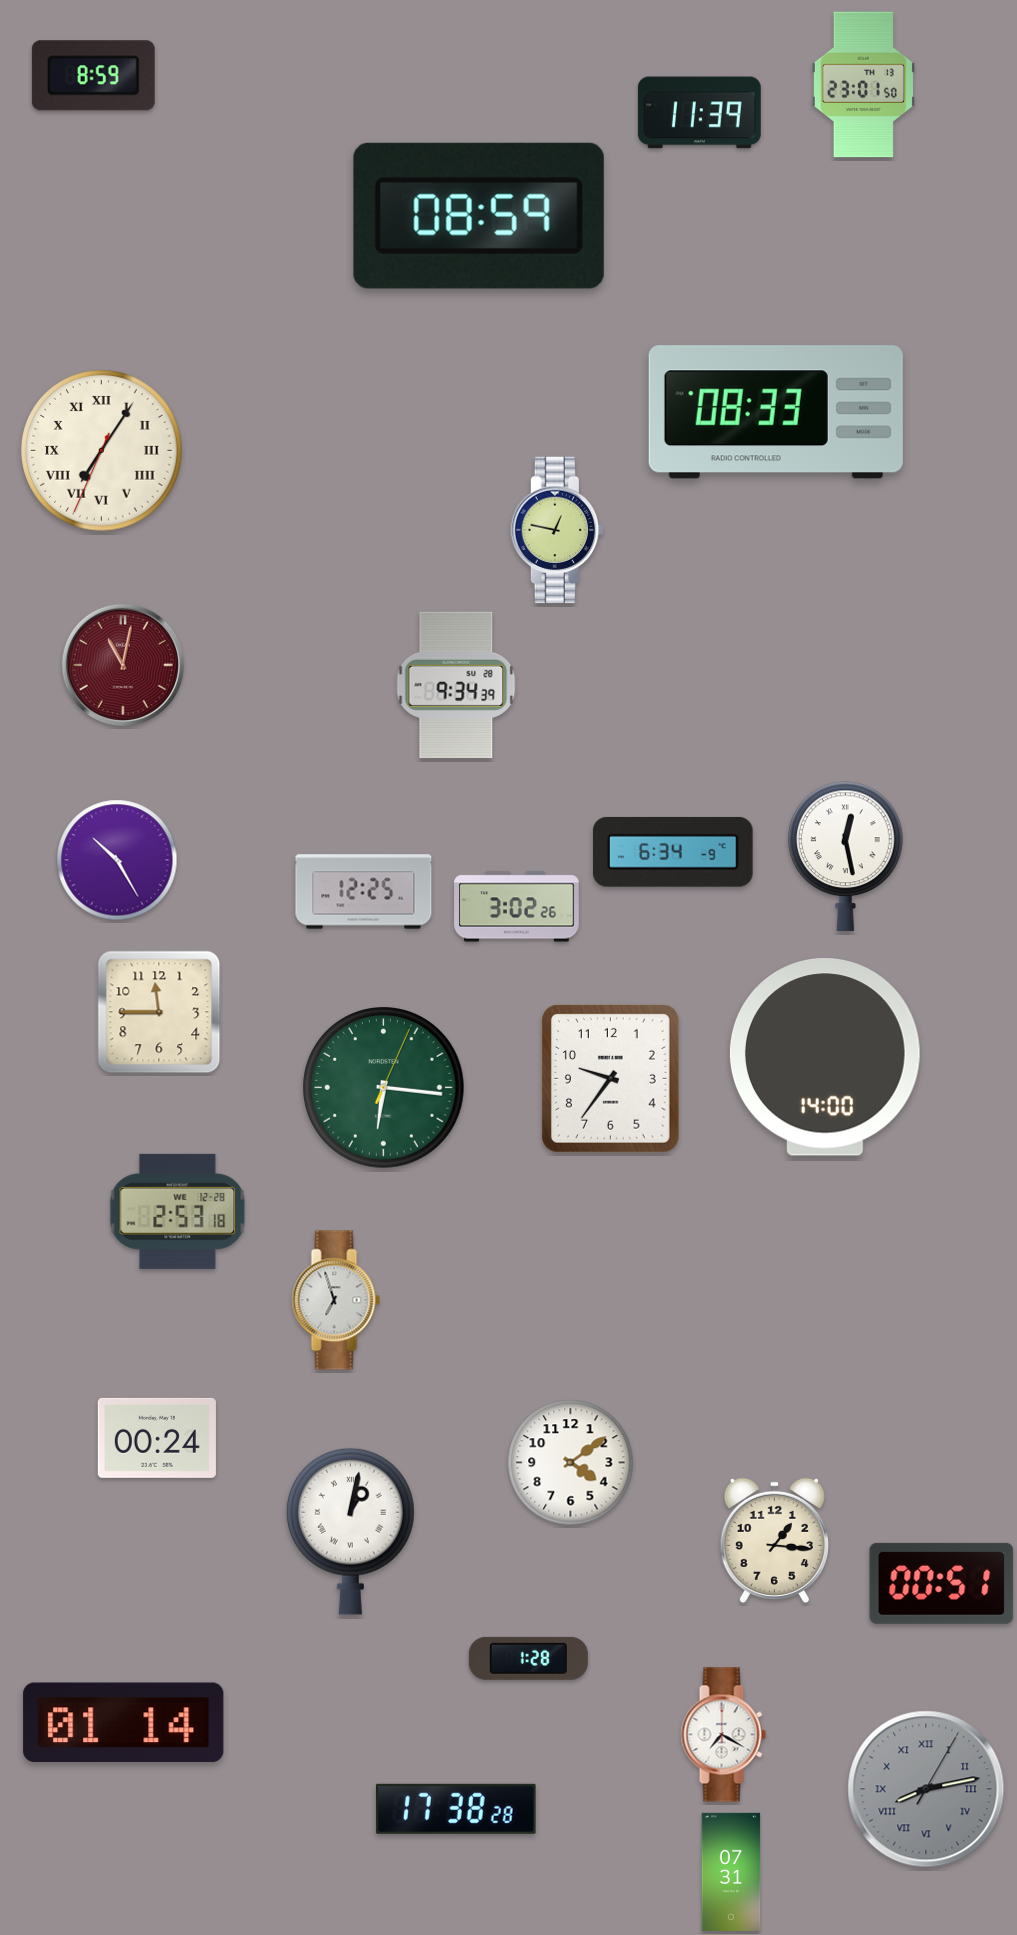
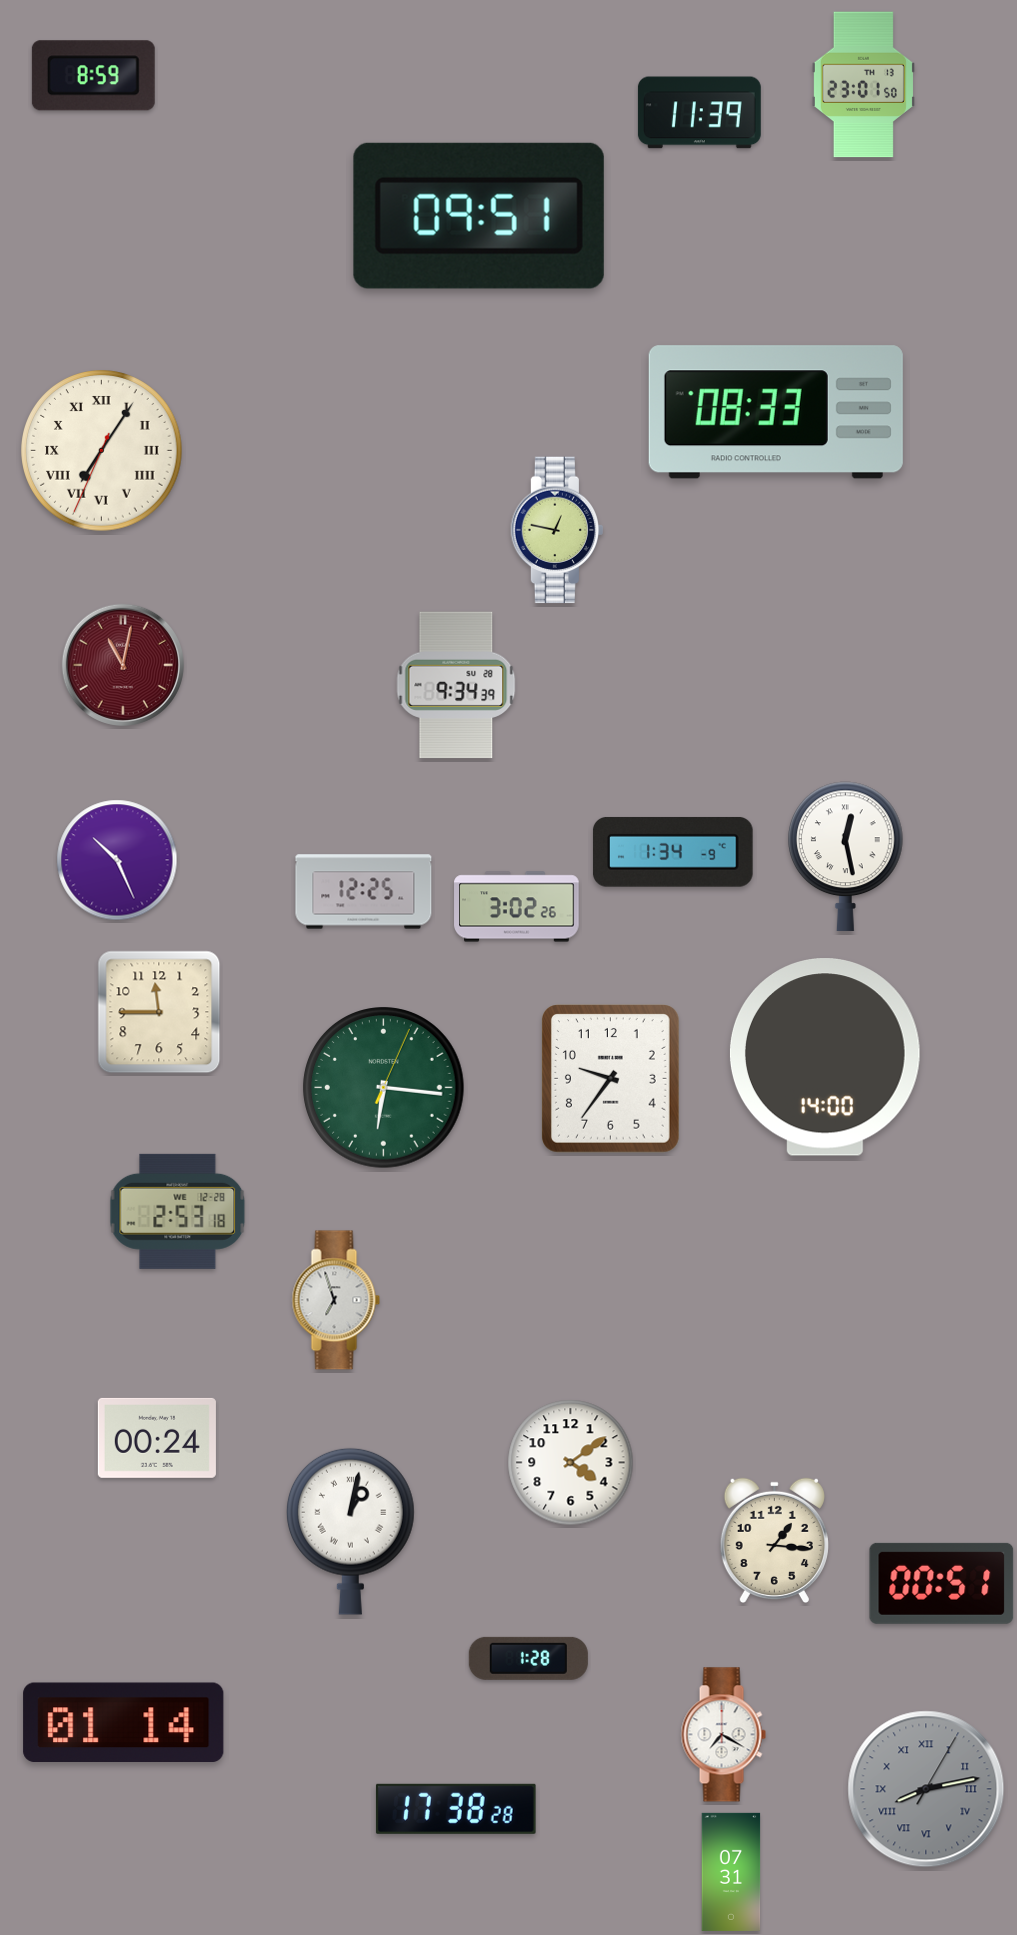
clock at (479, 216): 08:59 -> 09:51
clock at (673, 852): 6:34 -> 1:34
clock at (117, 860): 10:25 -> 10:26
